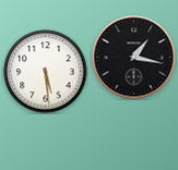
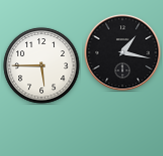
clock at (46, 72): 5:29 -> 5:45
